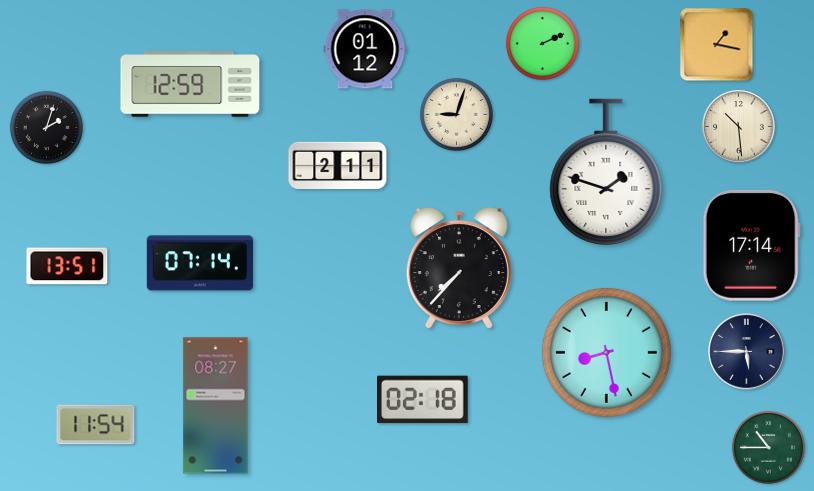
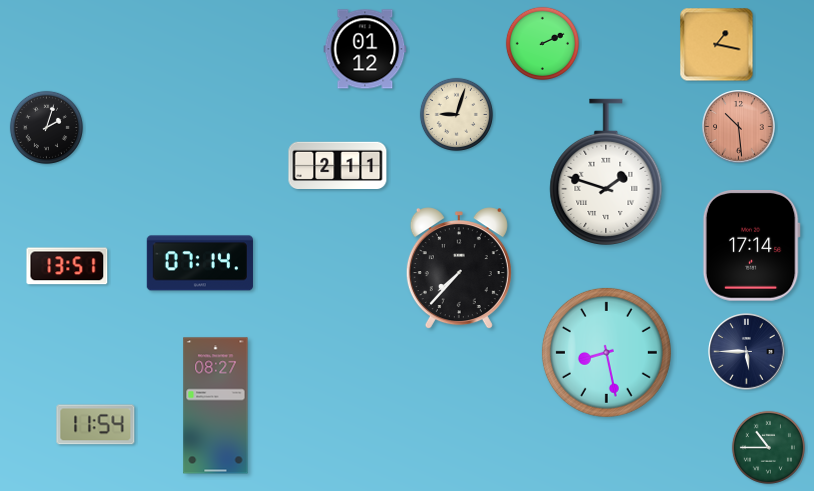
clock at (190, 84): 12:59 -> none
clock at (739, 127) dial: cream -> salmon
clock at (423, 400): 02:18 -> none
